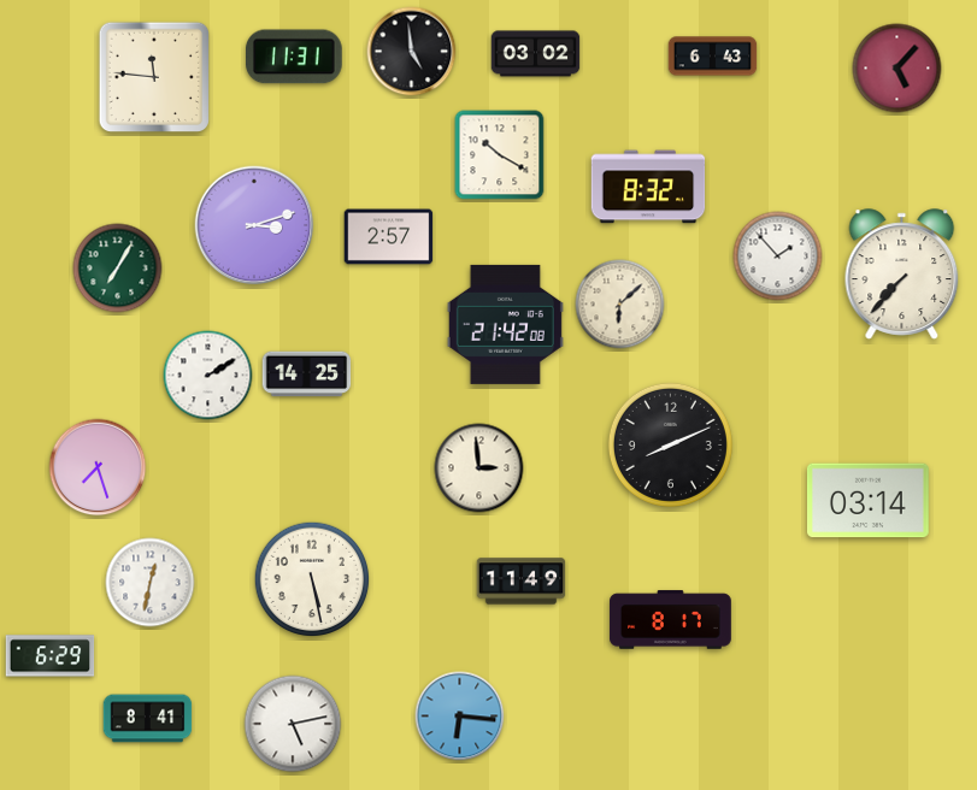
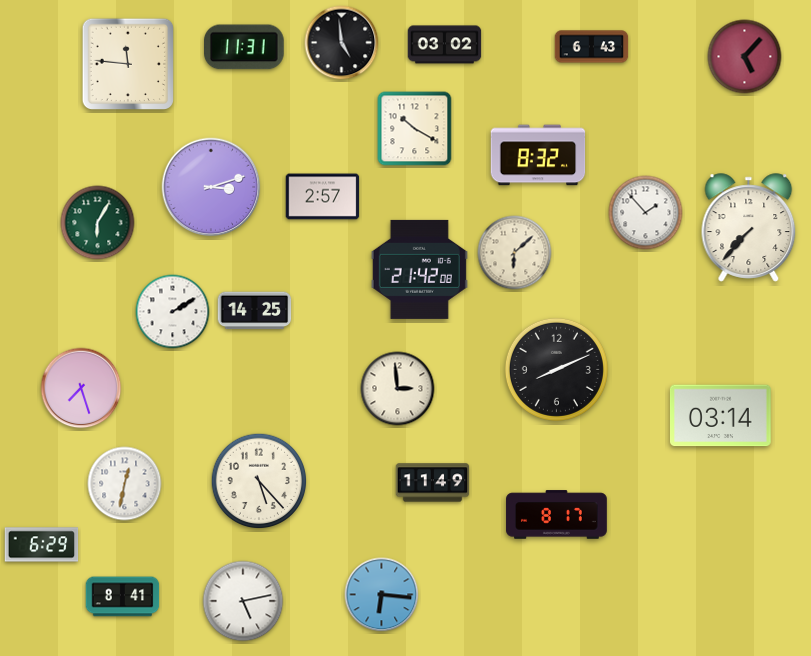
clock at (118, 269): 7:05 -> 6:05
clock at (312, 579): 5:28 -> 5:23
